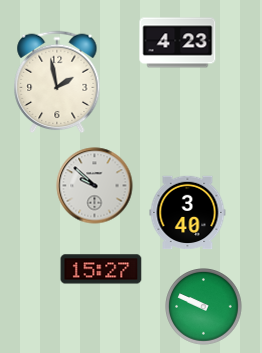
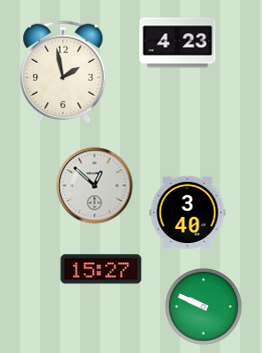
clock at (57, 82) position: (57, 82) -> (63, 72)
clock at (95, 186): 9:52 -> 12:52
